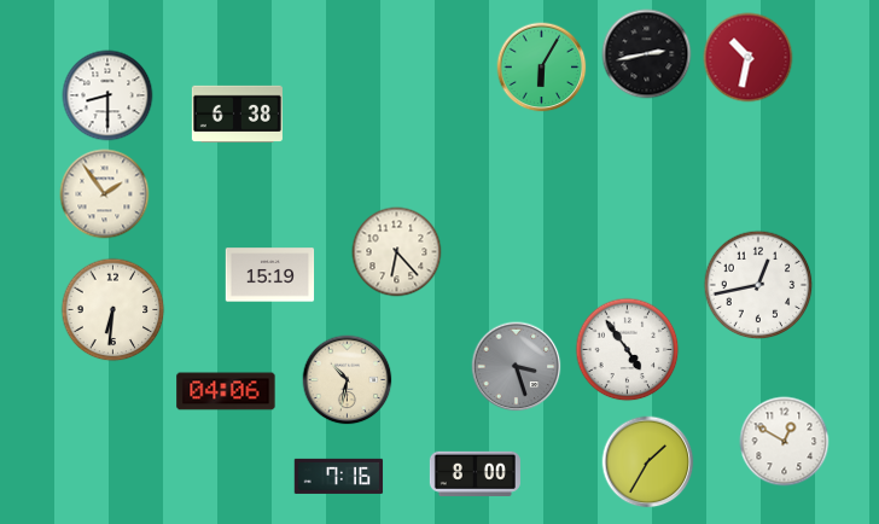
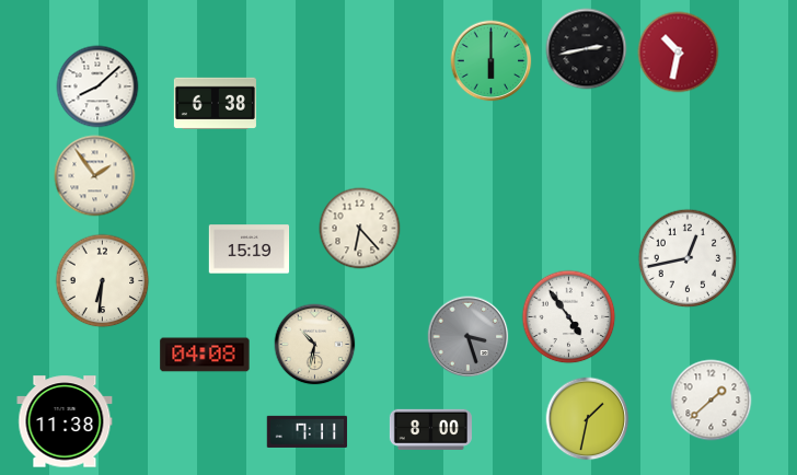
clock at (542, 68): 6:05 -> 6:00
clock at (107, 95): 8:30 -> 8:08
clock at (270, 275) position: (270, 275) -> (250, 250)
clock at (517, 367) position: (517, 367) -> (469, 337)
clock at (226, 391): 04:06 -> 04:08
clock at (785, 442): 12:50 -> 1:38
clock at (648, 462): 1:35 -> 1:32
clock at (65, 421): none -> 11:38
clock at (339, 476): 7:16 -> 7:11
